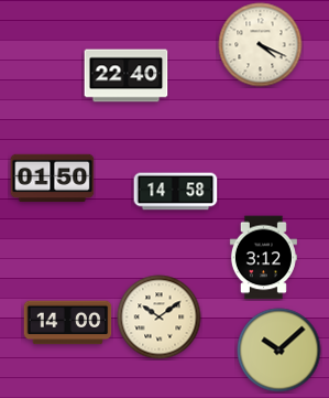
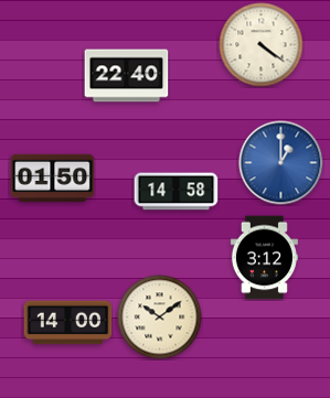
clock at (261, 45): 4:19 -> 4:21
clock at (281, 163): none -> 1:00
clock at (279, 351): 10:08 -> none
